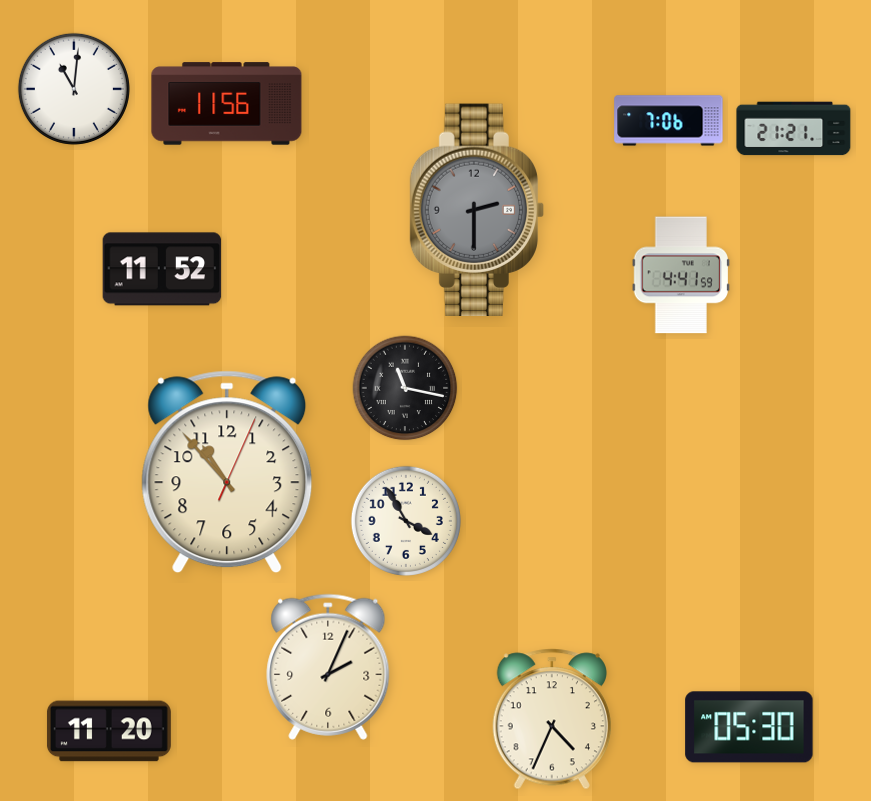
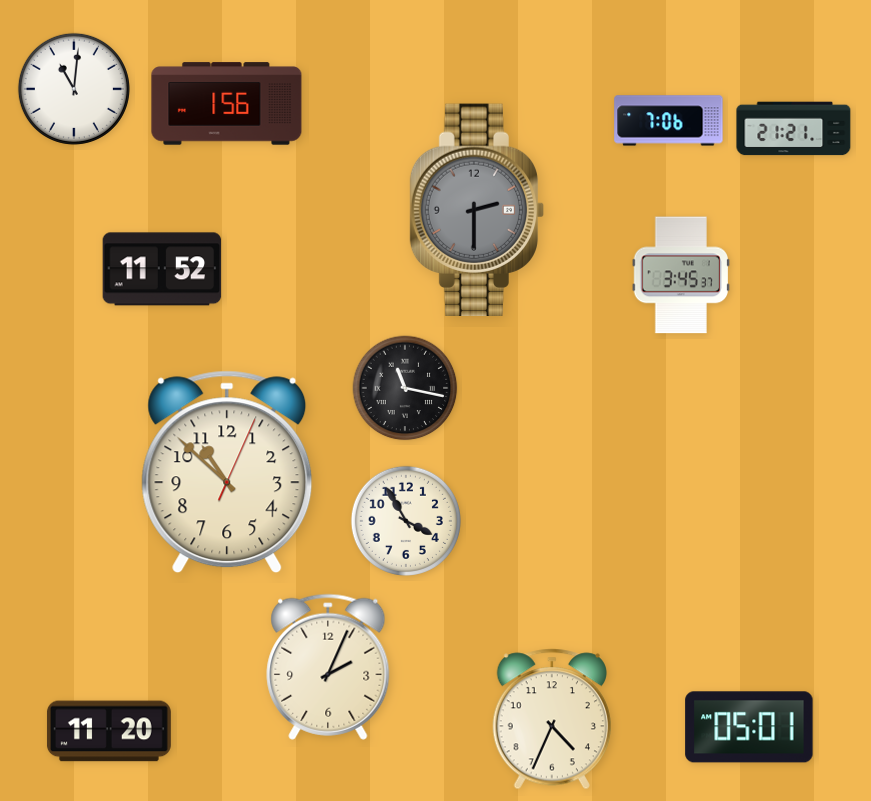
clock at (227, 104): 11:56 -> 1:56
clock at (680, 275): 4:41 -> 3:45
clock at (227, 472): 10:53 -> 10:52
clock at (749, 727): 05:30 -> 05:01
